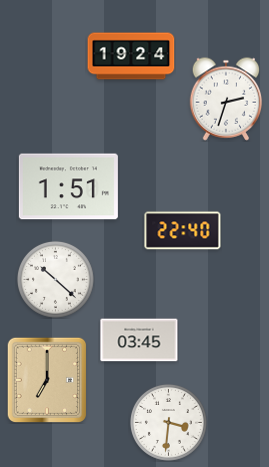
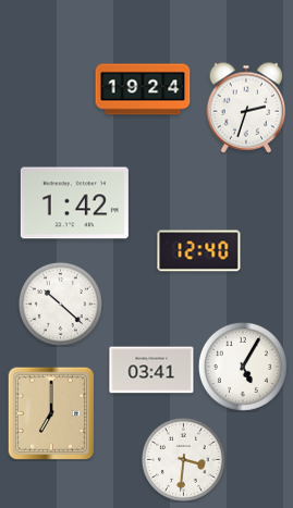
clock at (131, 56) position: (131, 56) -> (143, 89)
clock at (68, 187): 1:51 -> 1:42
clock at (183, 231): 22:40 -> 12:40
clock at (243, 367): none -> 5:05
clock at (139, 340): 03:45 -> 03:41
